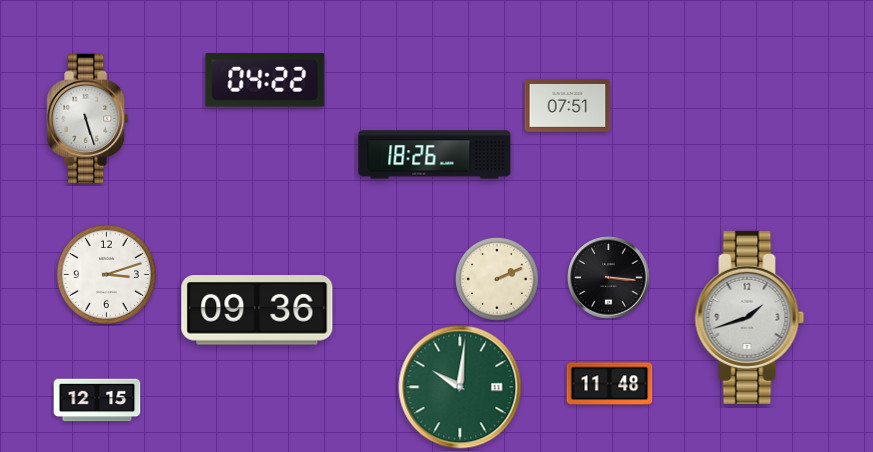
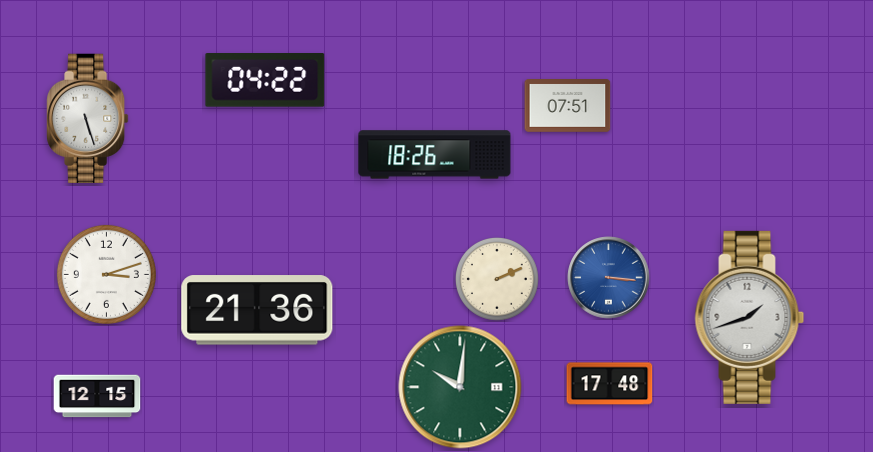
clock at (609, 278) dial: black -> blue
clock at (257, 310): 09:36 -> 21:36
clock at (610, 384): 11:48 -> 17:48
clock at (97, 400) position: (97, 400) -> (97, 396)
